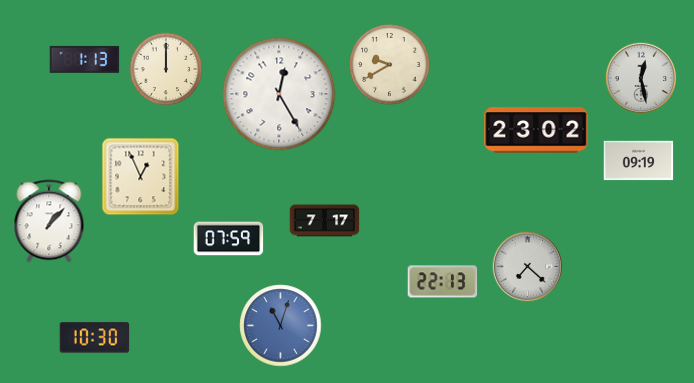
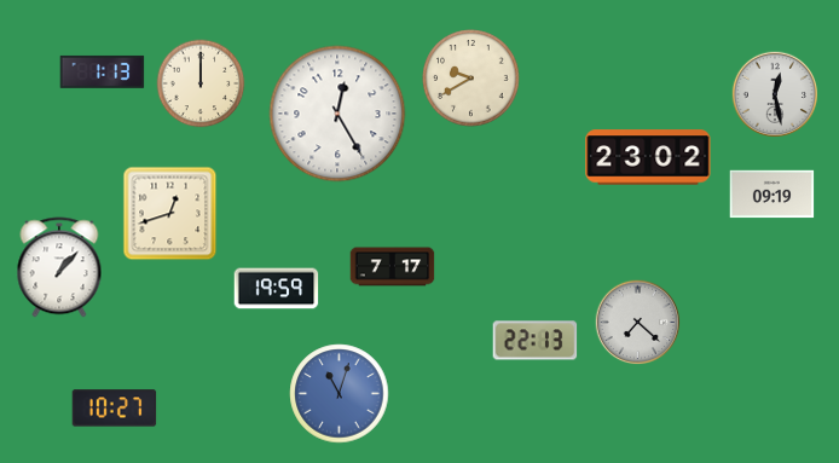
clock at (141, 177): 12:56 -> 12:42
clock at (229, 239): 07:59 -> 19:59
clock at (95, 338): 10:30 -> 10:27
